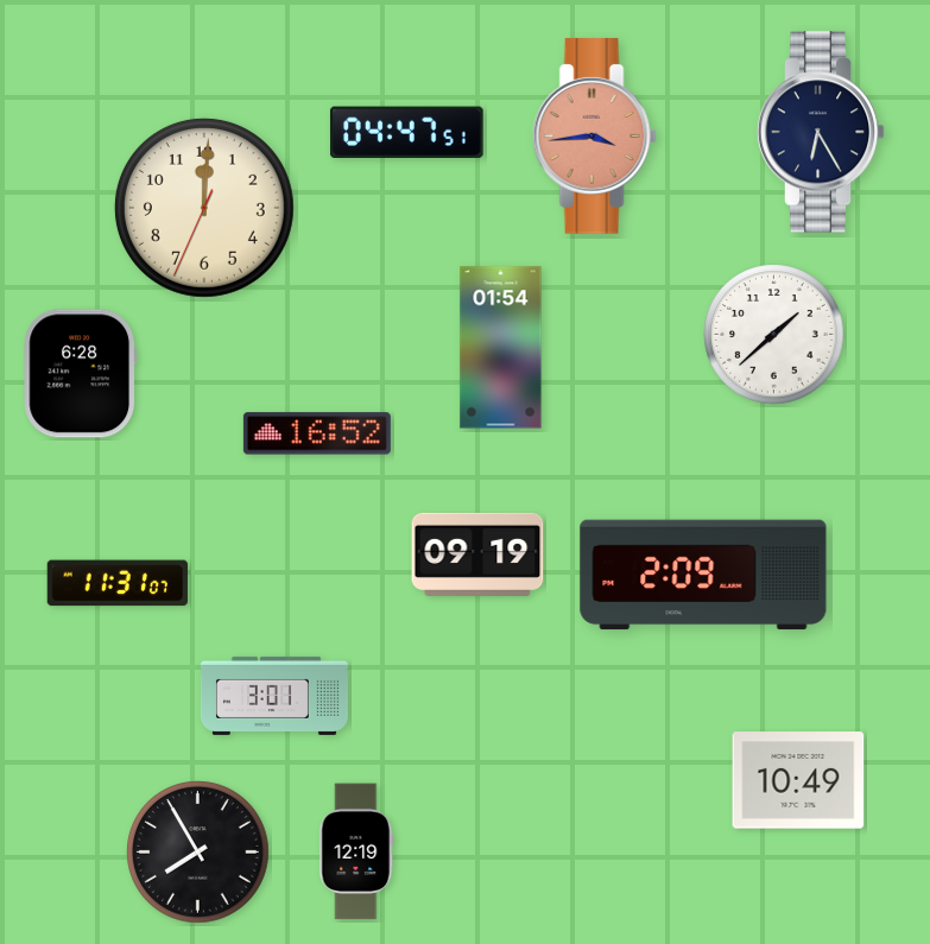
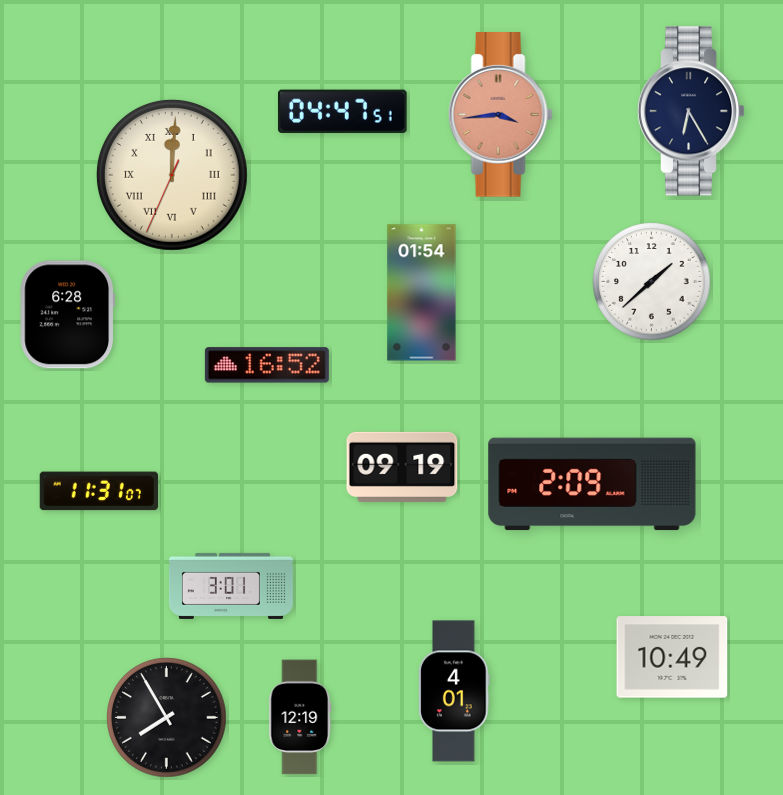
clock at (204, 208) numerals: Arabic -> Roman
clock at (454, 691): none -> 4:01
